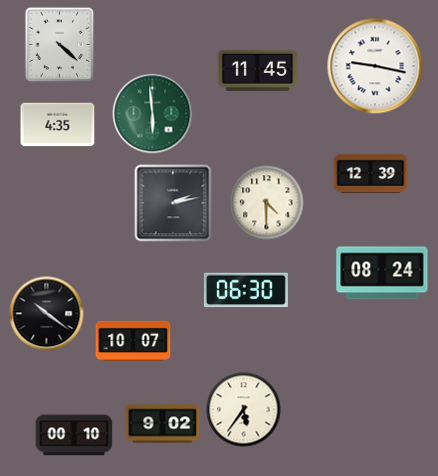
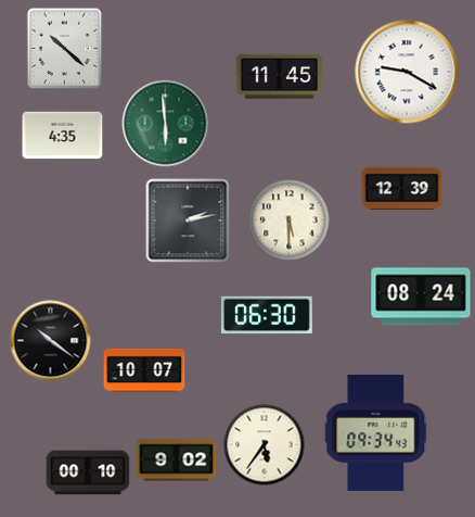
clock at (60, 45): 4:22 -> 10:22
clock at (375, 66): 9:17 -> 9:20
clock at (267, 203): 4:30 -> 5:30
clock at (382, 273) position: (382, 273) -> (421, 297)
clock at (376, 432): none -> 09:34
clock at (74, 435) position: (74, 435) -> (88, 472)
